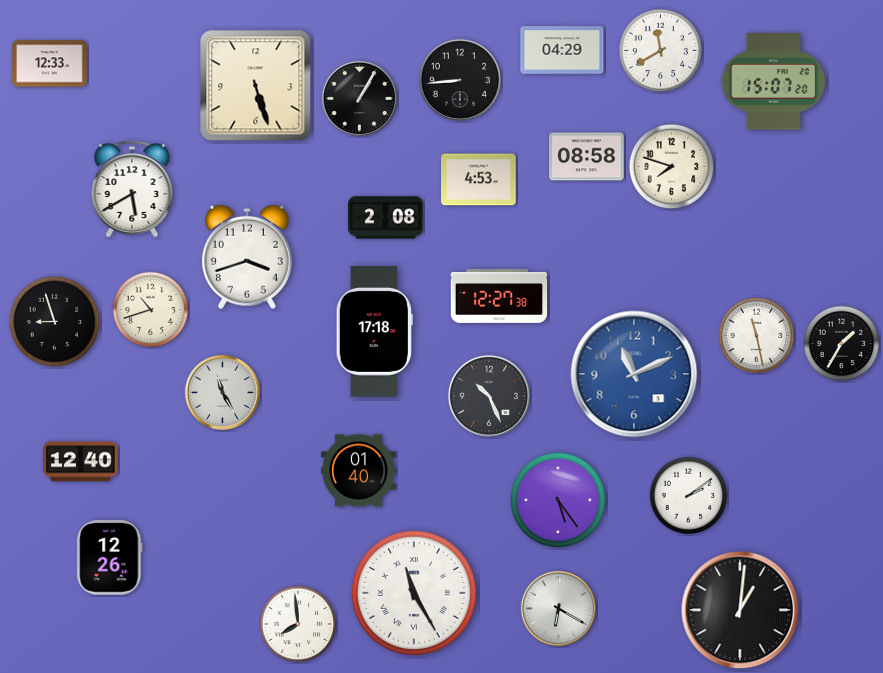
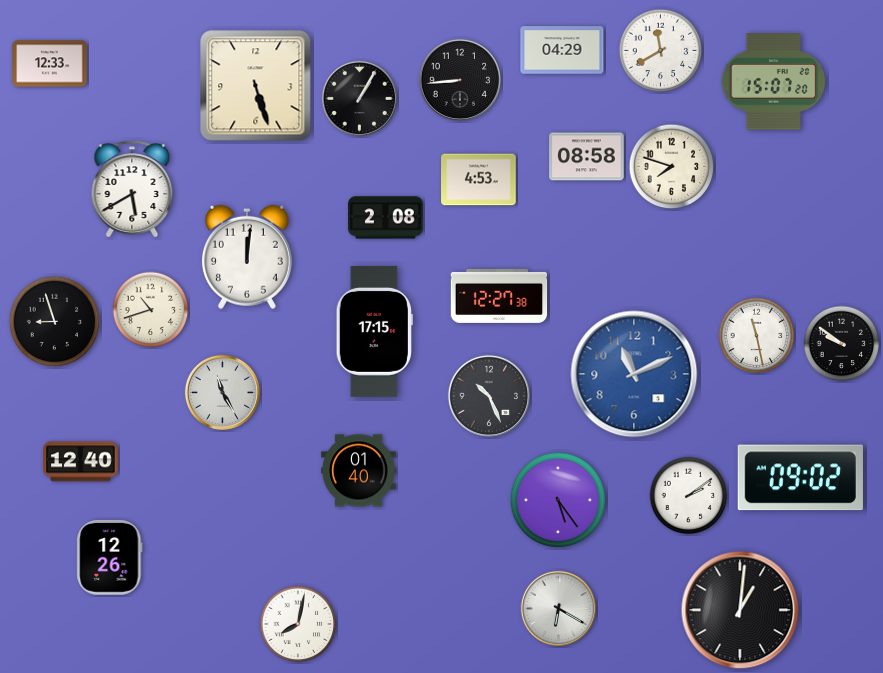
clock at (247, 257): 3:42 -> 12:01
clock at (374, 331): 17:18 -> 17:15
clock at (842, 344): 1:35 -> 9:51
clock at (800, 478): none -> 09:02
clock at (414, 593): 11:25 -> none
clock at (298, 624): 7:59 -> 8:02
